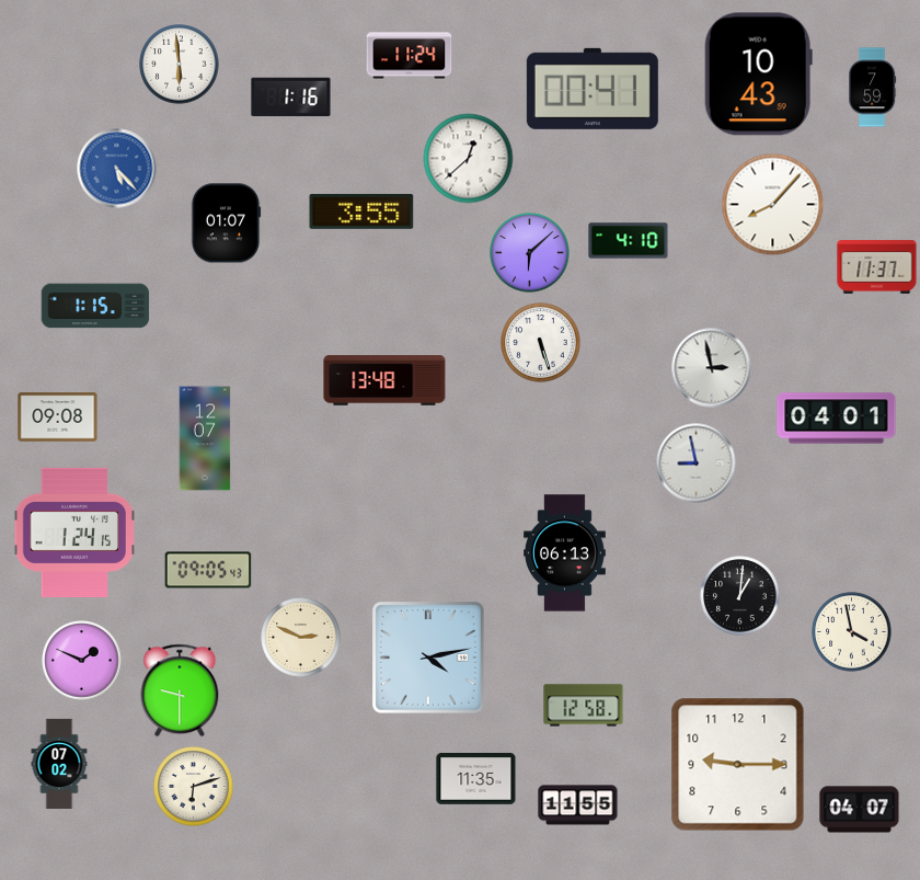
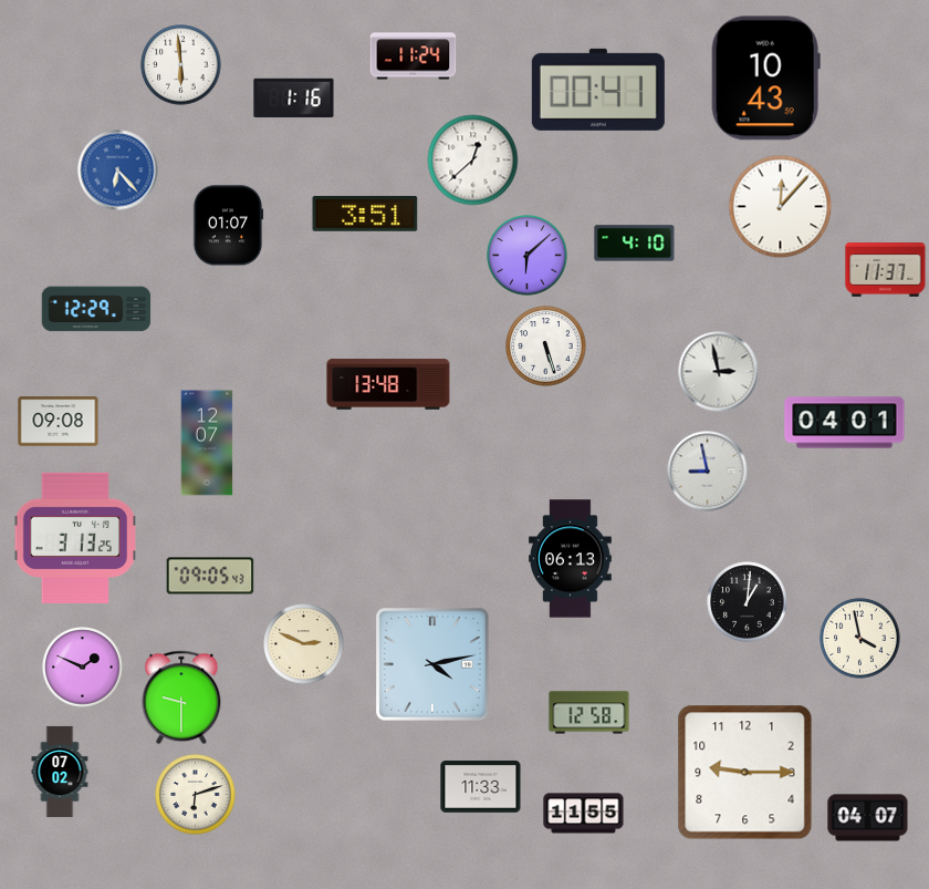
clock at (758, 75) position: (758, 75) -> (765, 79)
clock at (873, 88): 7:59 -> none
clock at (117, 169): 5:23 -> 6:23
clock at (773, 205): 8:07 -> 12:07
clock at (361, 212): 3:55 -> 3:51
clock at (530, 253) position: (530, 253) -> (528, 256)
clock at (95, 306): 1:15 -> 12:29
clock at (697, 464) position: (697, 464) -> (708, 472)
clock at (73, 533): 1:24 -> 3:13
clock at (476, 779): 11:35 -> 11:33
